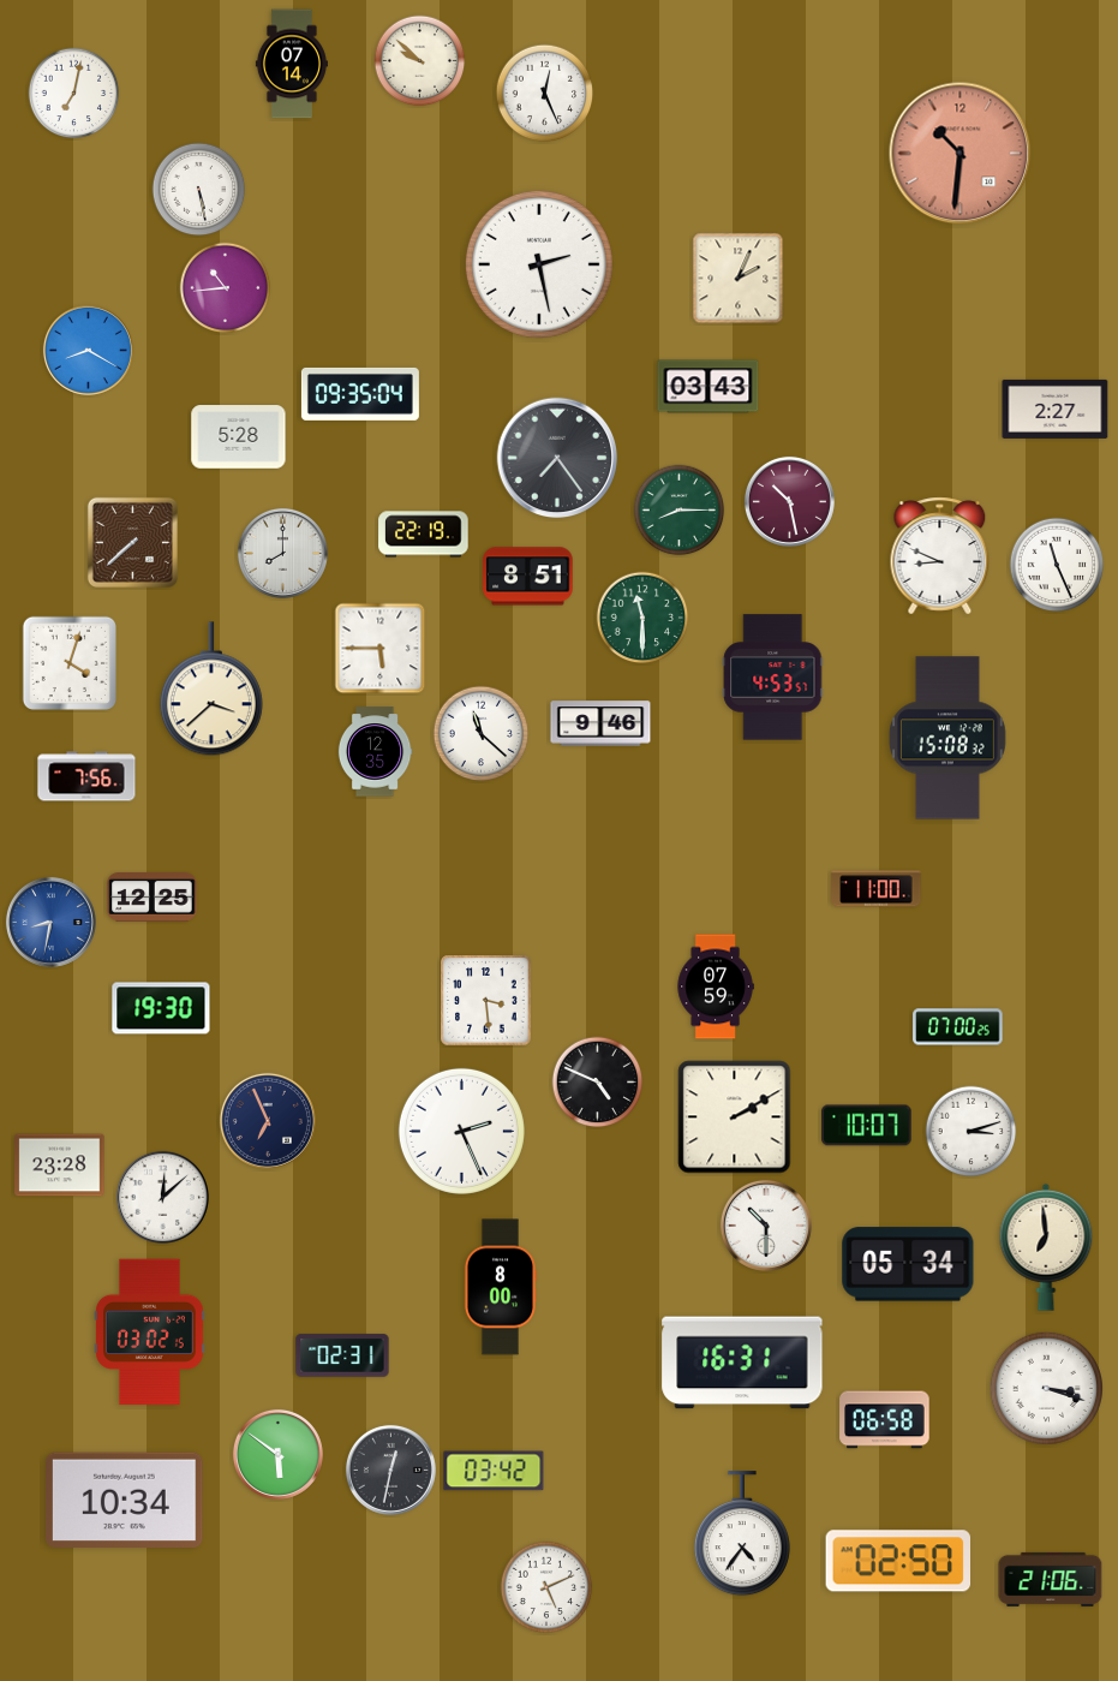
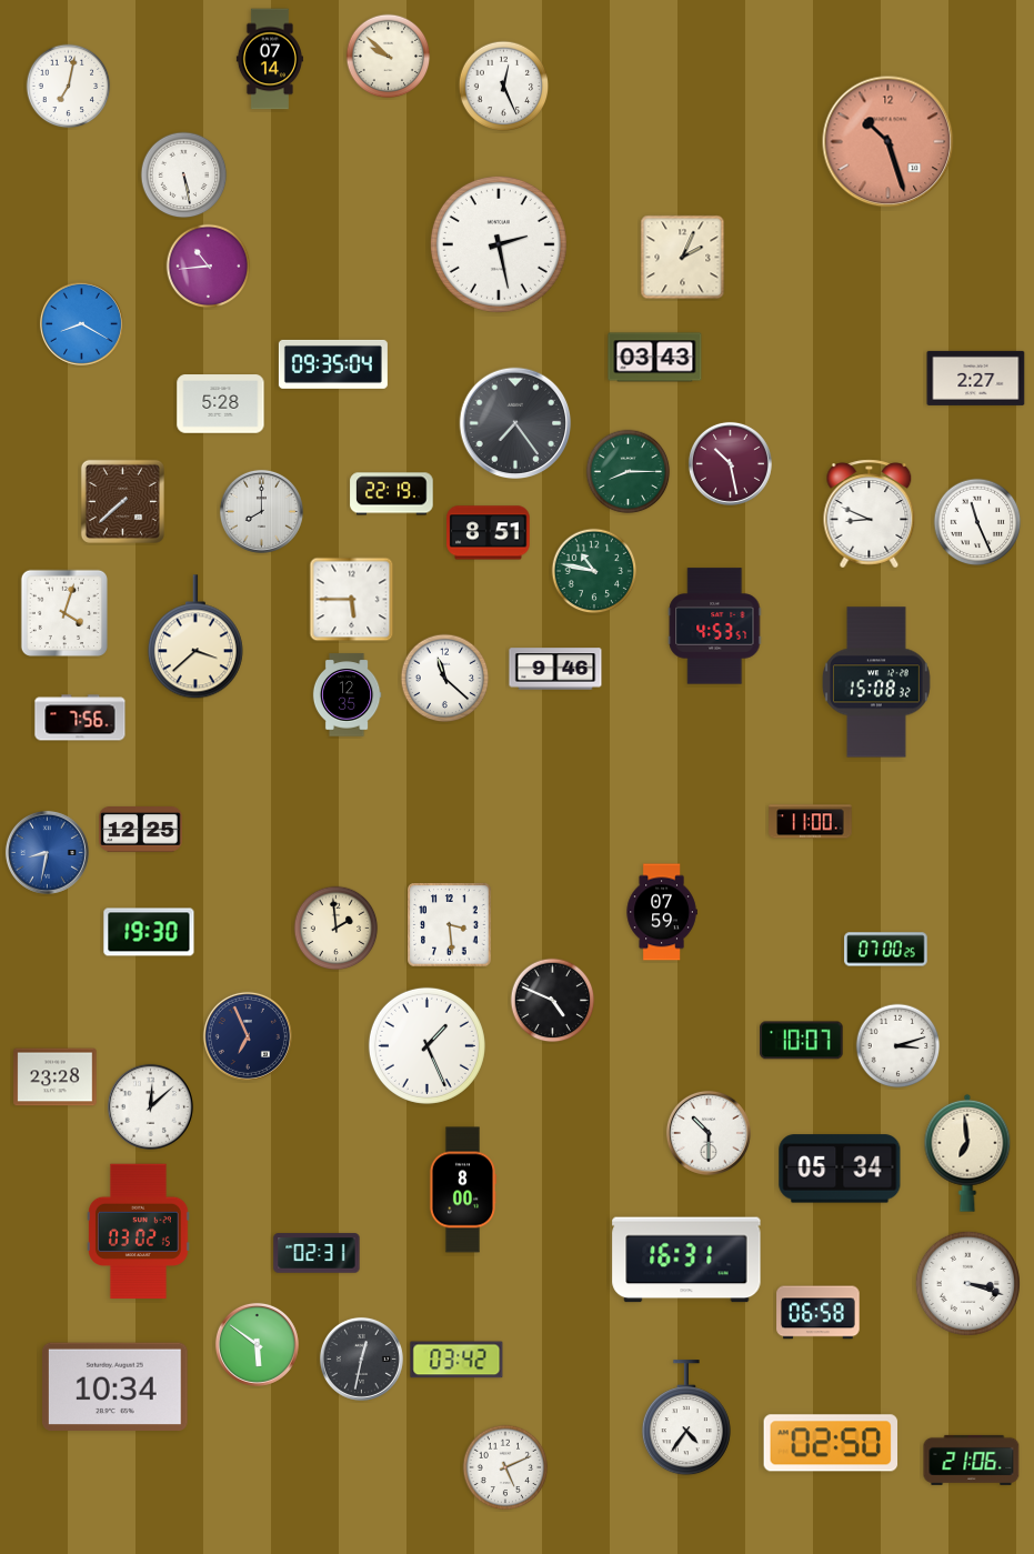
clock at (961, 154): 10:31 -> 10:27
clock at (642, 618): 11:30 -> 10:47
clock at (337, 929): none -> 1:59
clock at (735, 1117): 2:10 -> none
clock at (461, 1131): 2:26 -> 1:26
